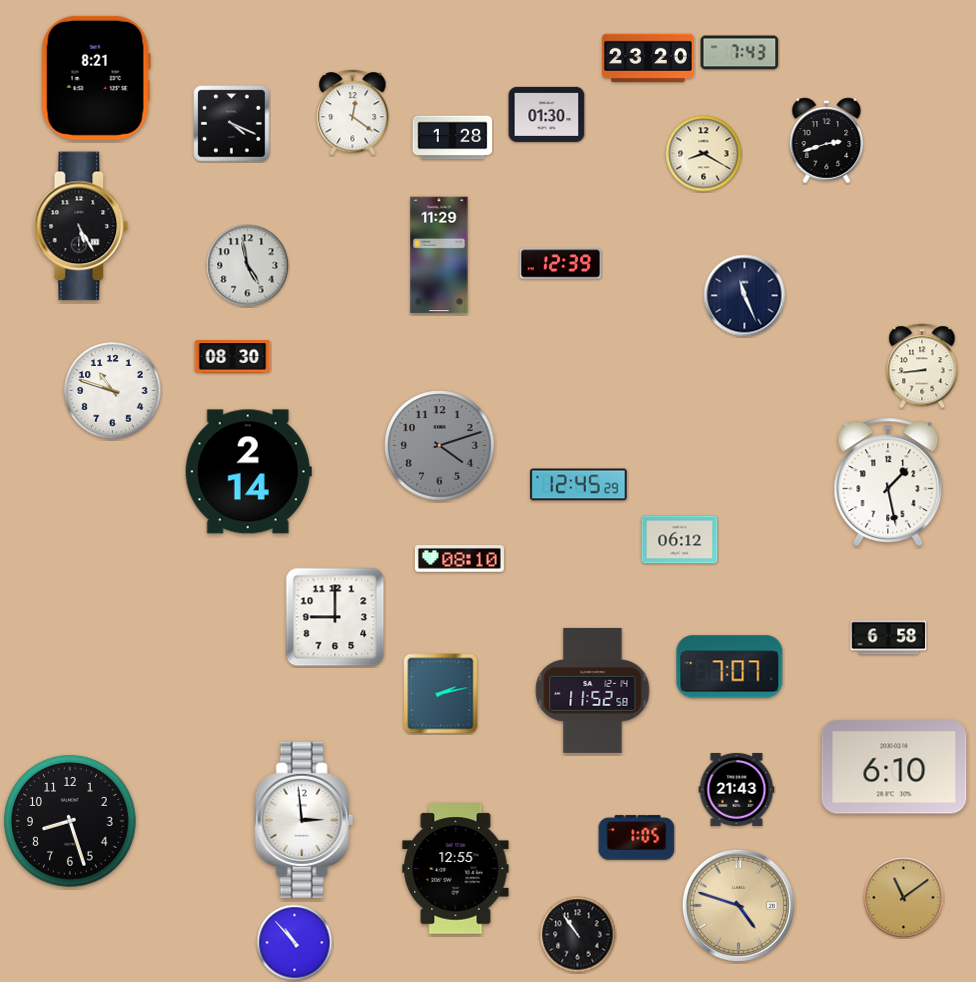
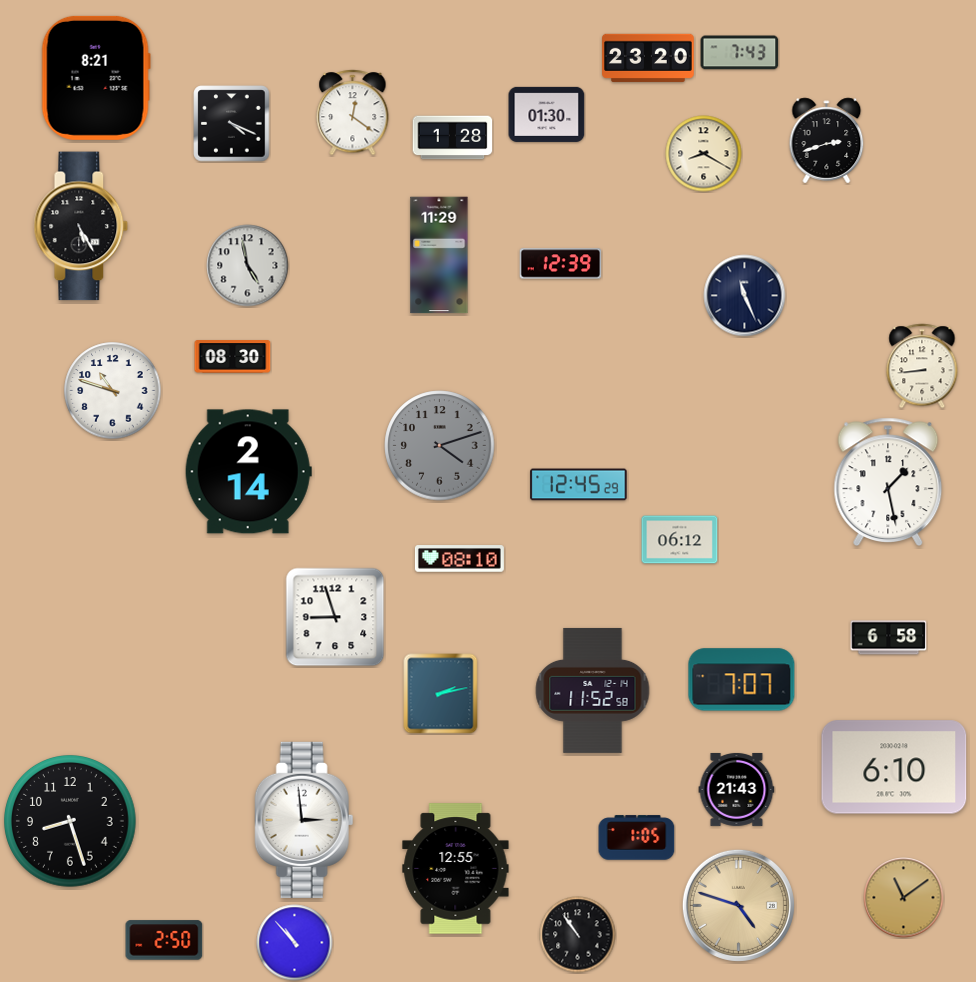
clock at (335, 617): 9:00 -> 8:57
clock at (730, 667) position: (730, 667) -> (742, 680)
clock at (164, 940): none -> 2:50
